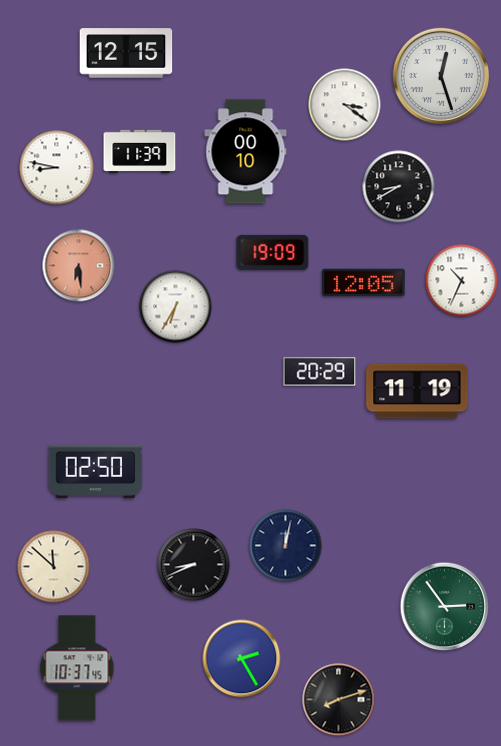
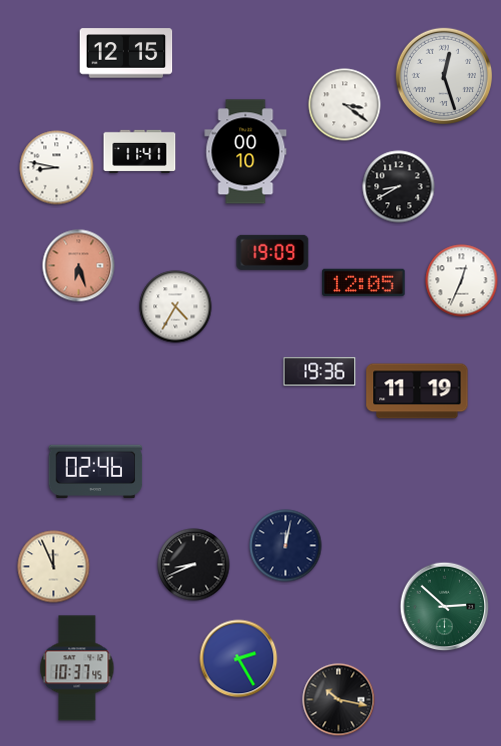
clock at (441, 76) position: (441, 76) -> (444, 76)
clock at (140, 151): 11:39 -> 11:41
clock at (79, 266): 6:29 -> 6:27
clock at (462, 281): 10:34 -> 12:34
clock at (176, 307): 6:35 -> 4:35
clock at (320, 372): 20:29 -> 19:36
clock at (96, 472): 02:50 -> 02:46
clock at (54, 567): 11:52 -> 11:56
clock at (445, 607): 2:54 -> 2:52
clock at (242, 659) position: (242, 659) -> (239, 659)
clock at (339, 700): 8:12 -> 10:17
